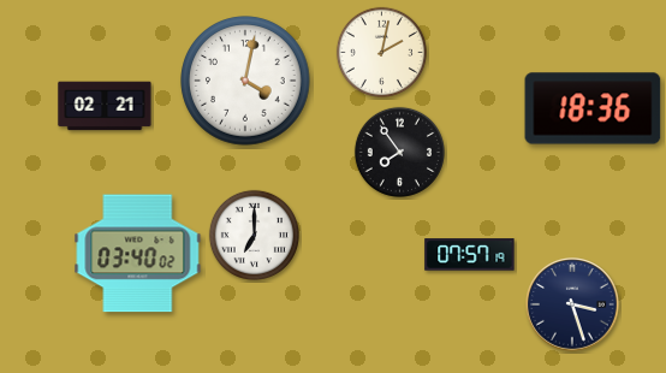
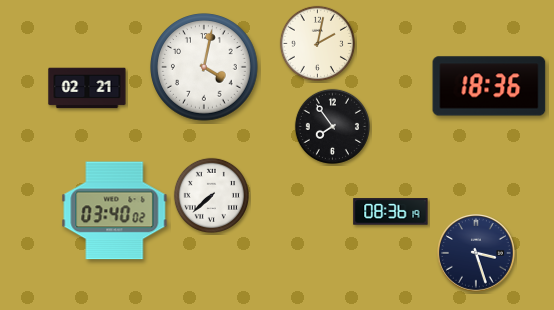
clock at (593, 108) position: (593, 108) -> (489, 86)
clock at (254, 235): 7:00 -> 7:38
clock at (470, 255): 07:57 -> 08:36
